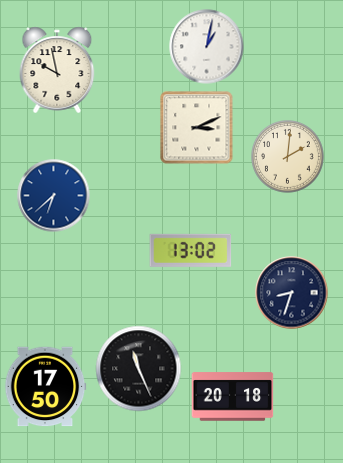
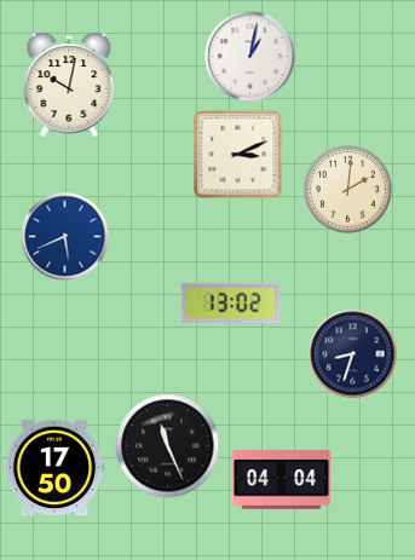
clock at (57, 70): 9:58 -> 10:02
clock at (54, 196): 6:38 -> 5:41
clock at (233, 397): 20:18 -> 04:04
